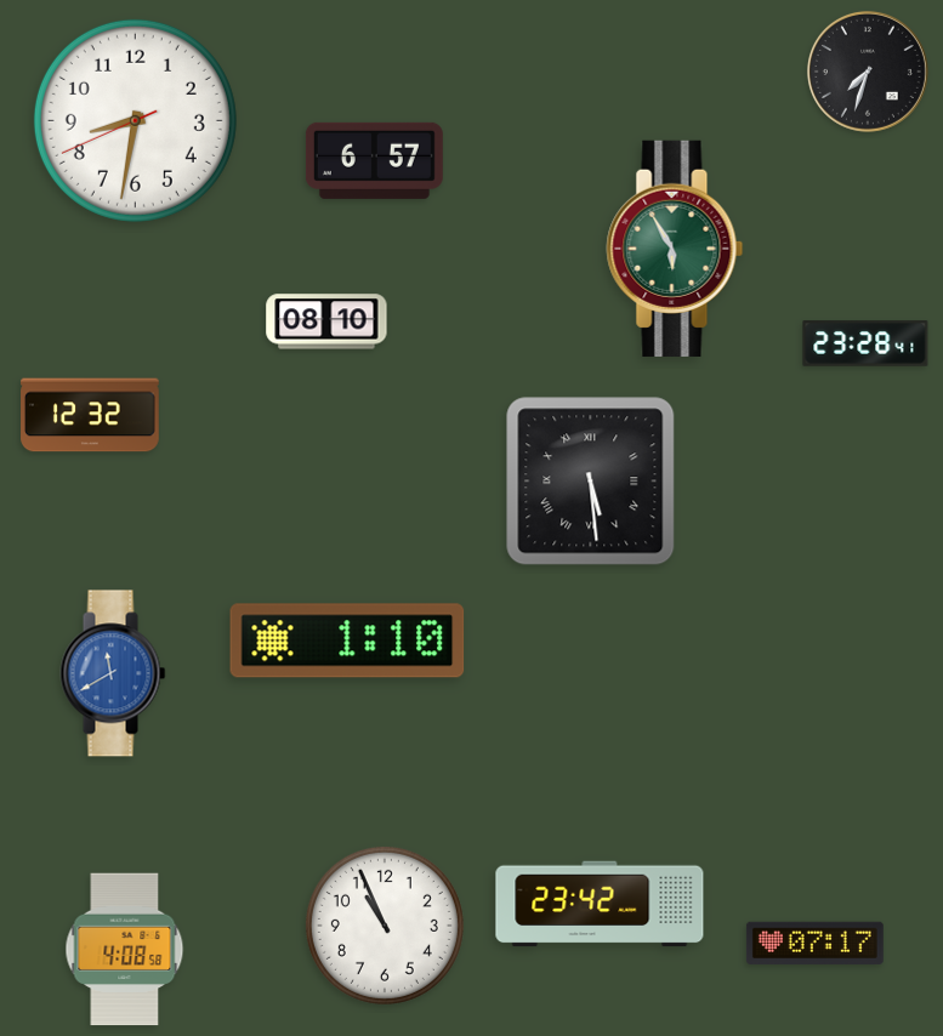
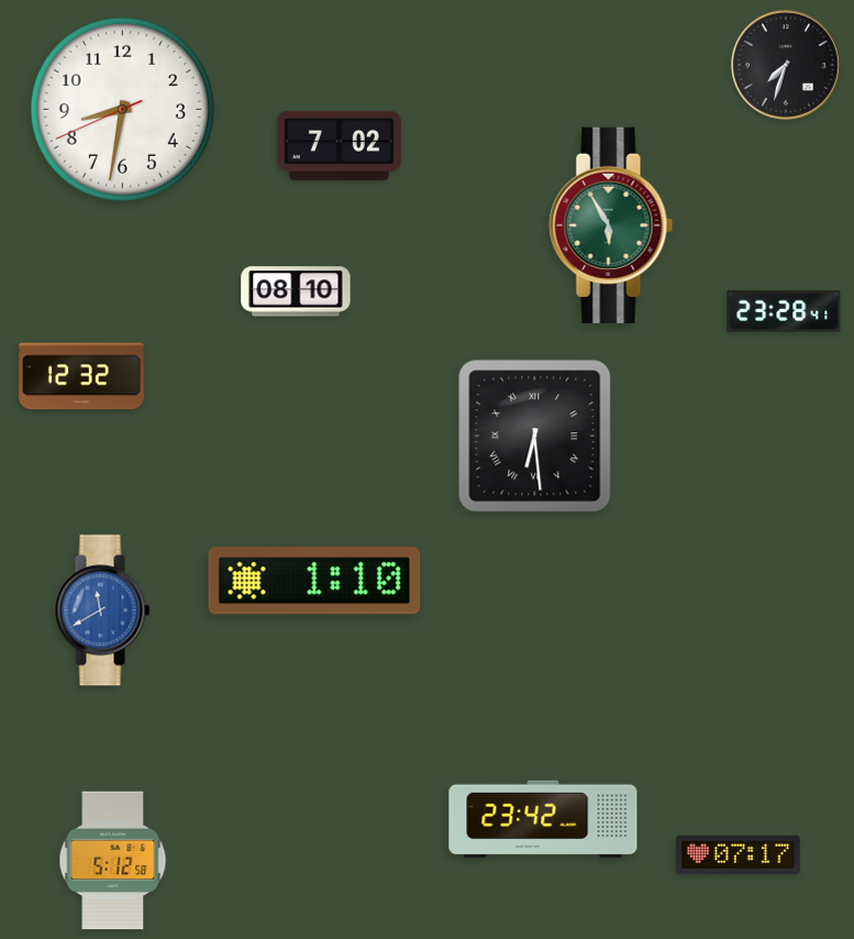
clock at (374, 160): 6:57 -> 7:02
clock at (591, 482): 5:29 -> 6:29
clock at (385, 926): 10:56 -> none
clock at (125, 950): 4:08 -> 5:12
